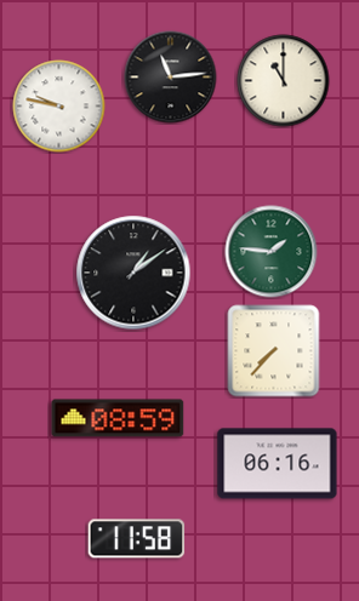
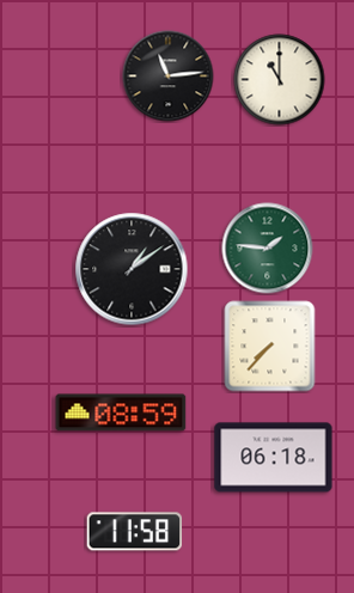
clock at (59, 107): 9:47 -> none
clock at (118, 418) position: (118, 418) -> (121, 412)
clock at (278, 464): 06:16 -> 06:18
